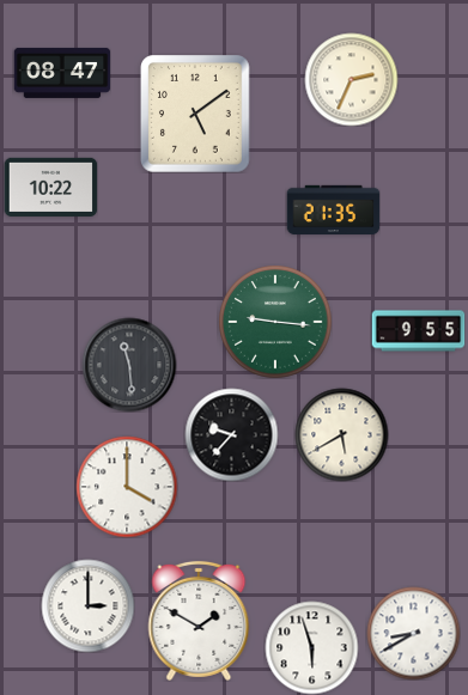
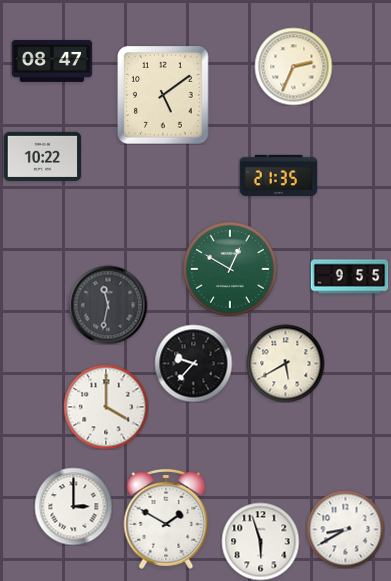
clock at (275, 322): 9:16 -> 12:50
clock at (129, 365): 11:29 -> 11:32
